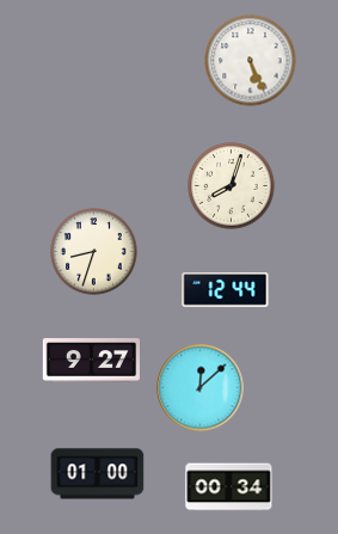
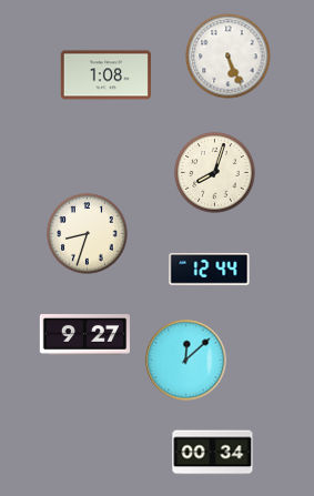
clock at (251, 61) position: (251, 61) -> (229, 57)
clock at (105, 75): none -> 1:08
clock at (98, 474): 01:00 -> none
